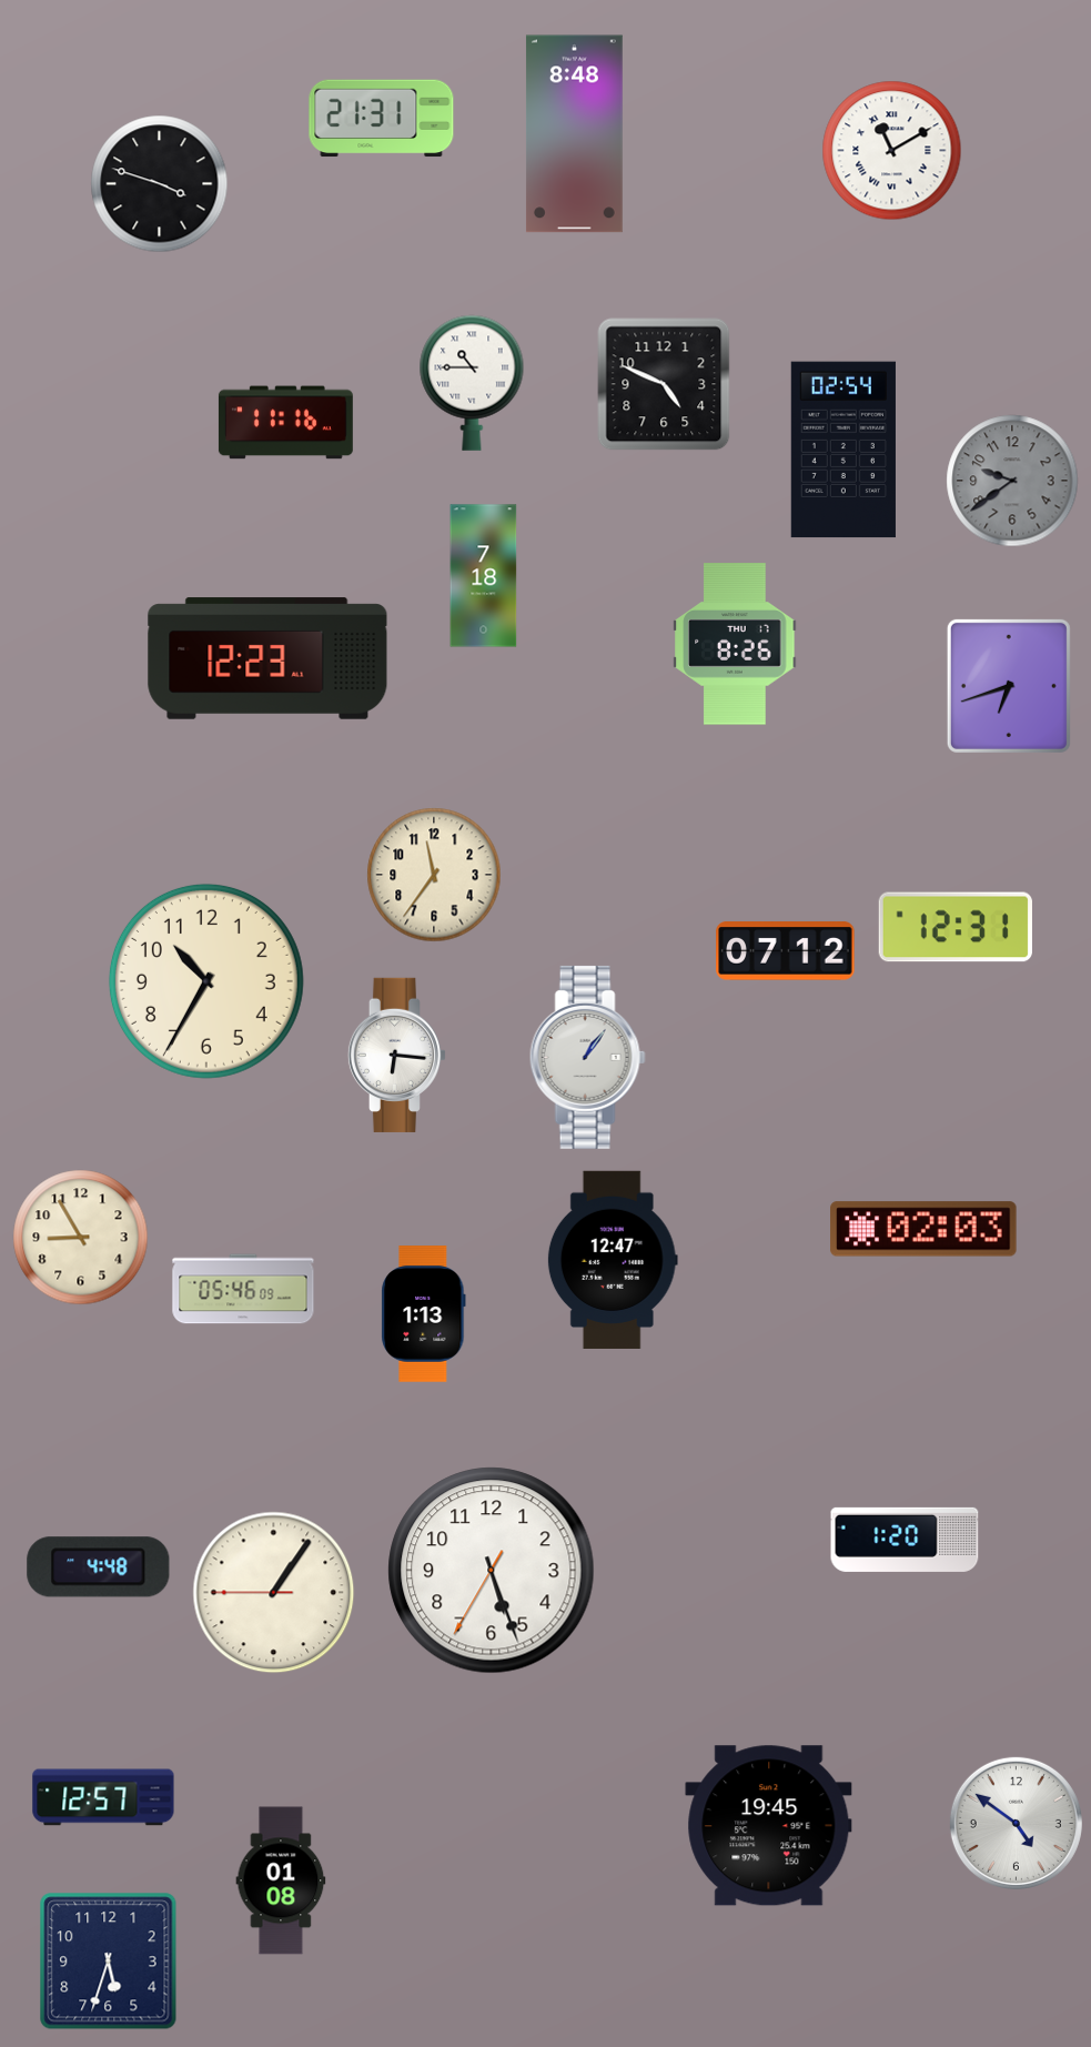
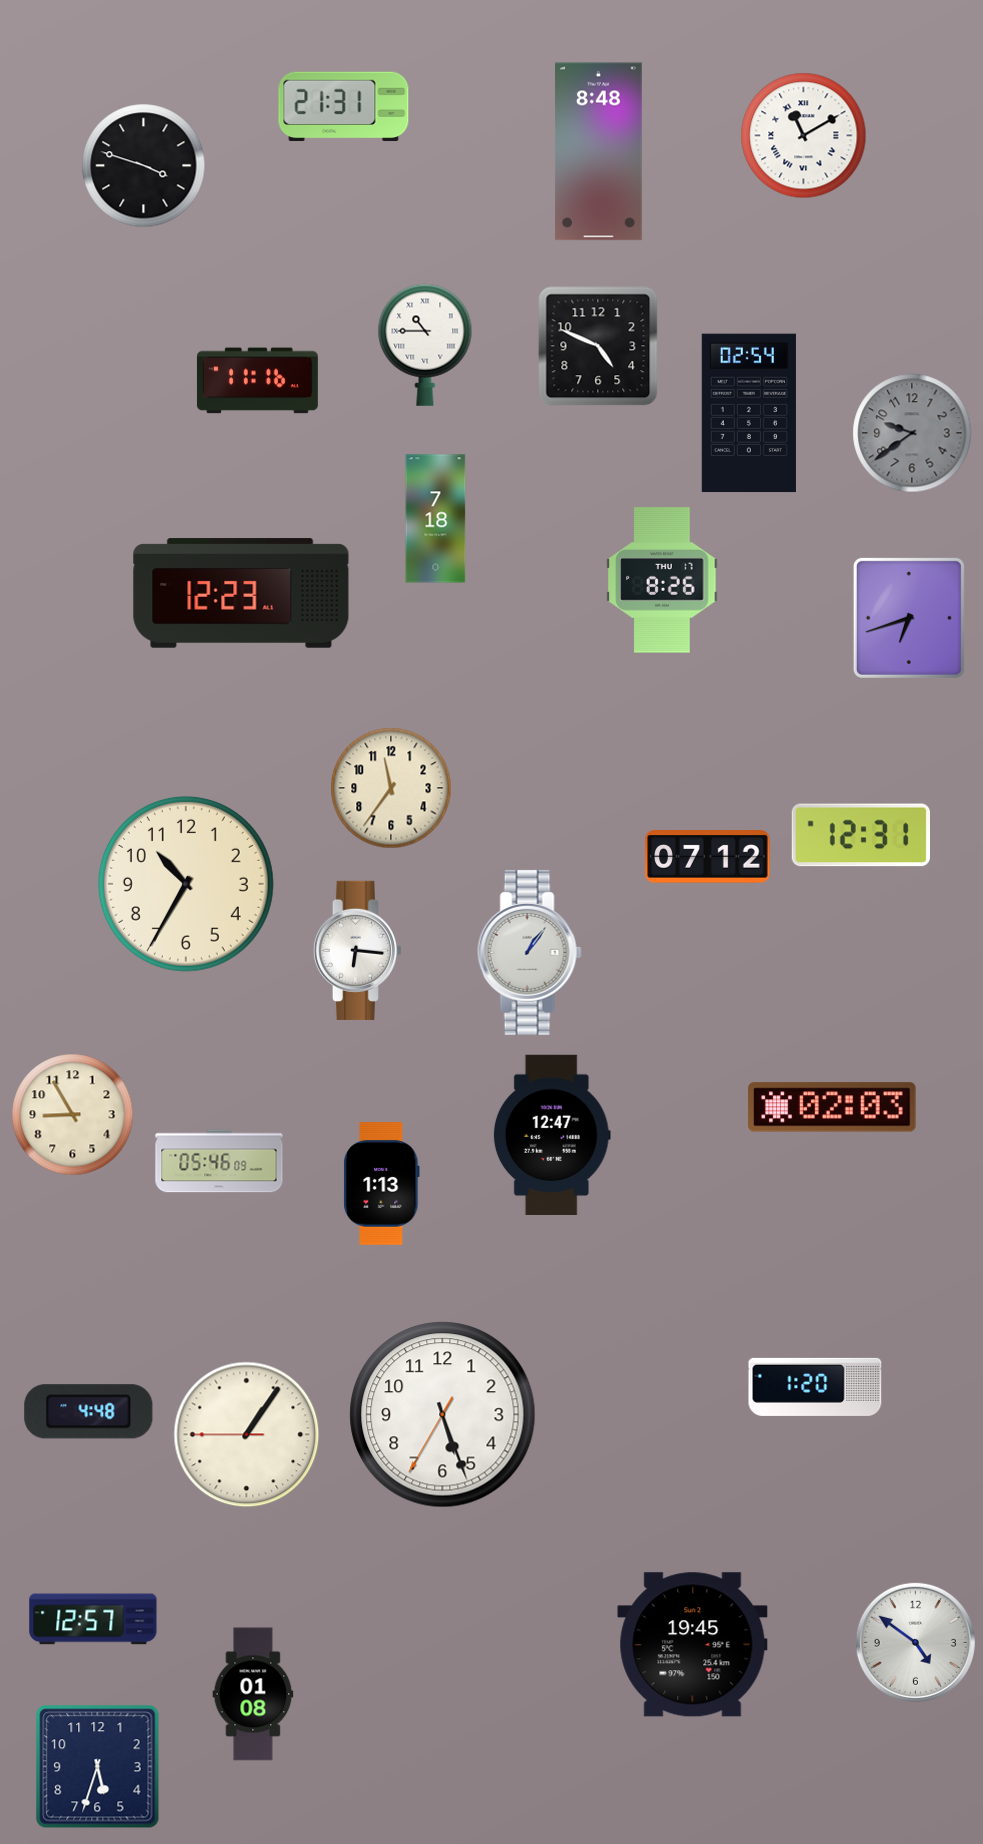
clock at (574, 134) position: (574, 134) -> (598, 152)
clock at (843, 450) position: (843, 450) -> (749, 413)
